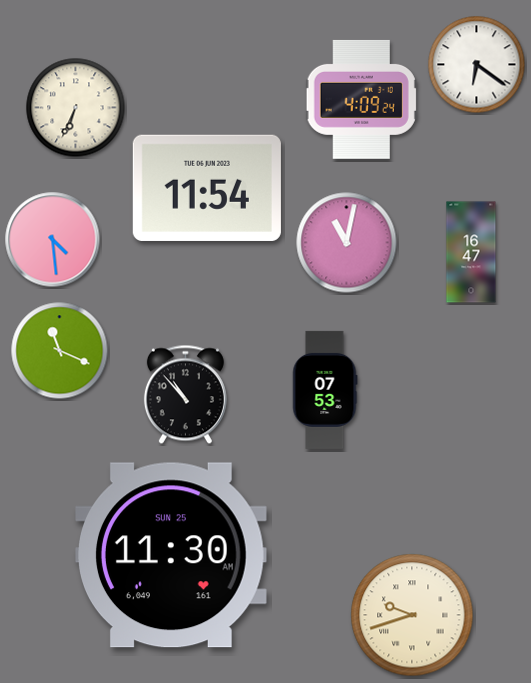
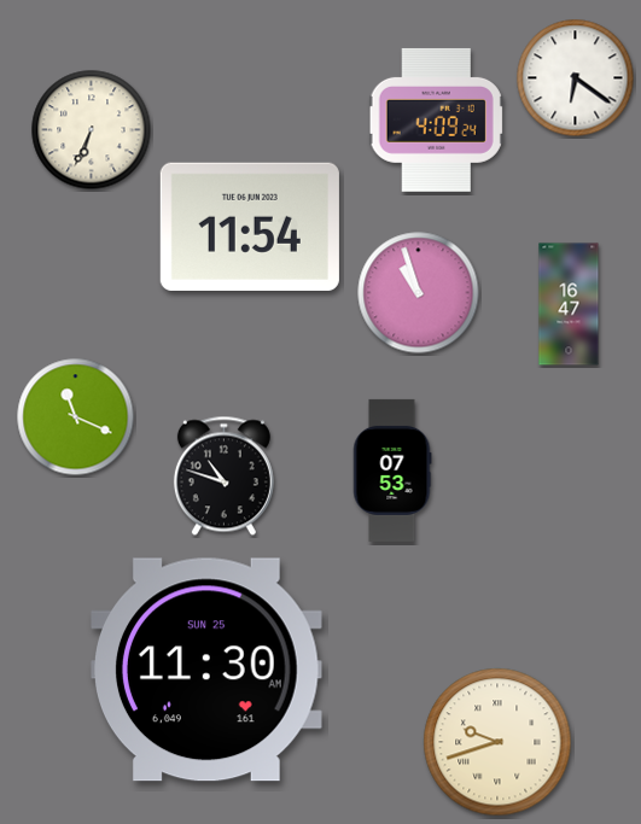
clock at (53, 240): 4:29 -> none
clock at (347, 243): 11:02 -> 10:57
clock at (60, 351) position: (60, 351) -> (76, 417)
clock at (185, 395): 10:53 -> 10:48
